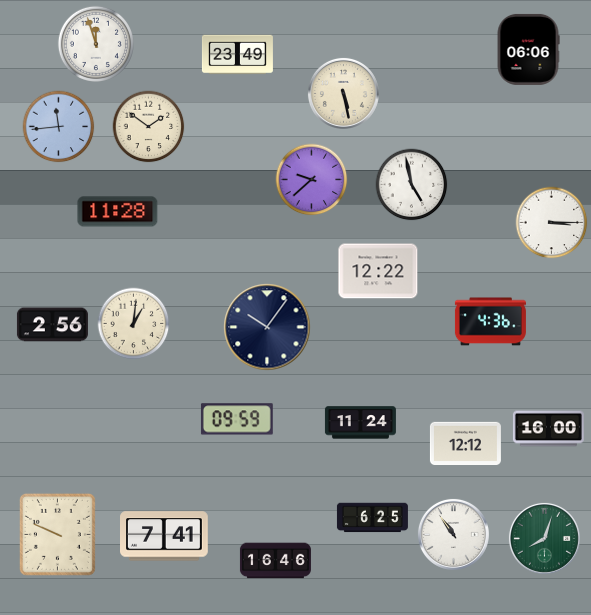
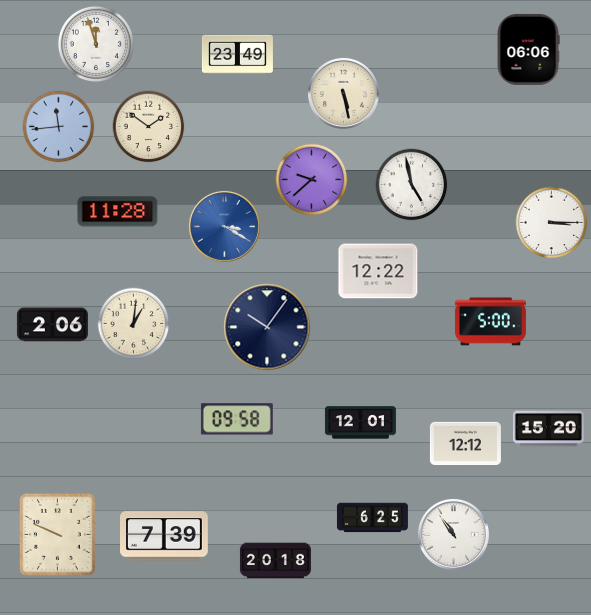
clock at (224, 226): none -> 3:20
clock at (490, 322): 4:36 -> 5:00
clock at (52, 325): 2:56 -> 2:06
clock at (237, 419): 09:59 -> 09:58
clock at (360, 423): 11:24 -> 12:01
clock at (548, 429): 16:00 -> 15:20
clock at (165, 536): 7:41 -> 7:39
clock at (544, 538): 8:03 -> none
clock at (275, 561): 16:46 -> 20:18
